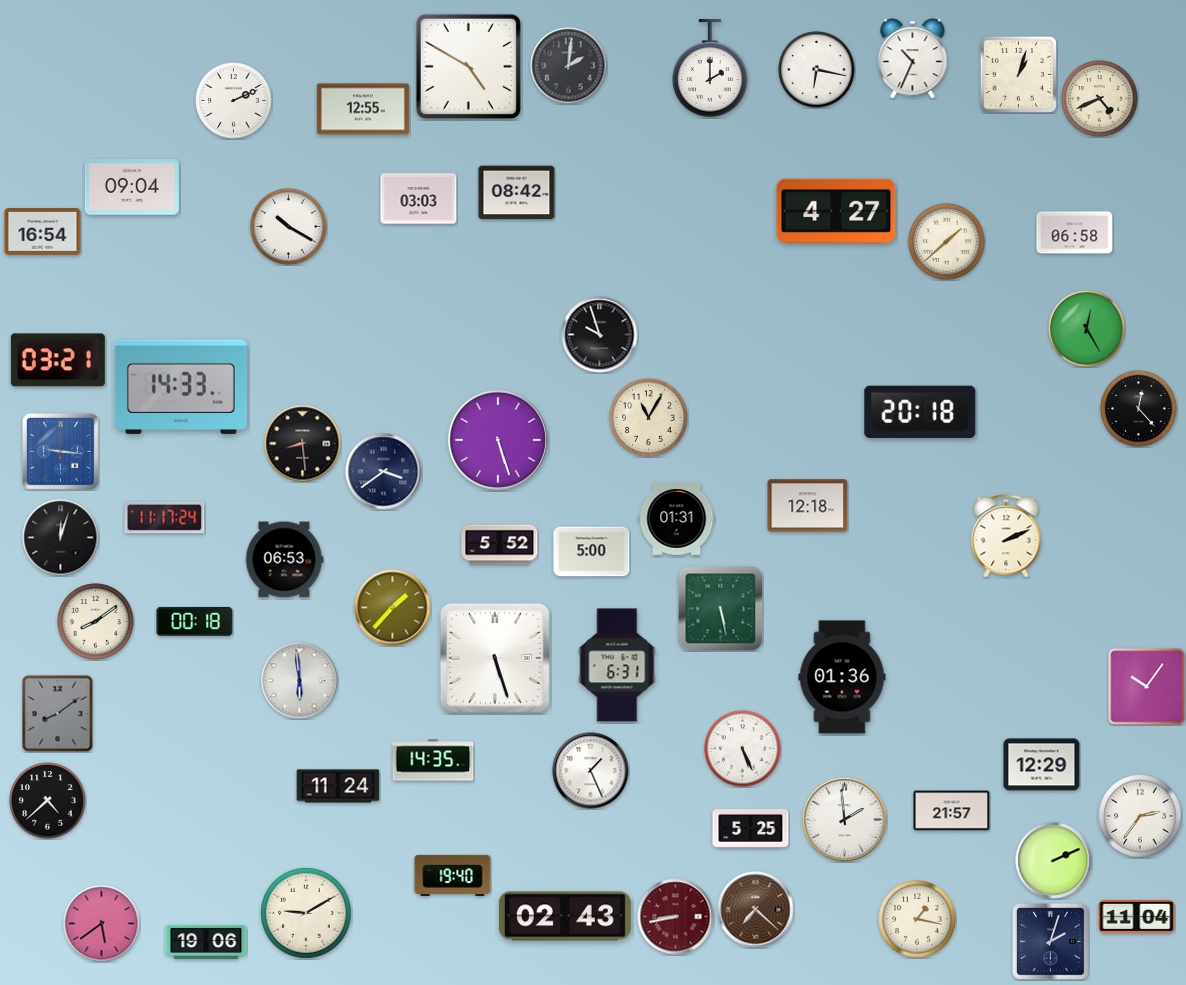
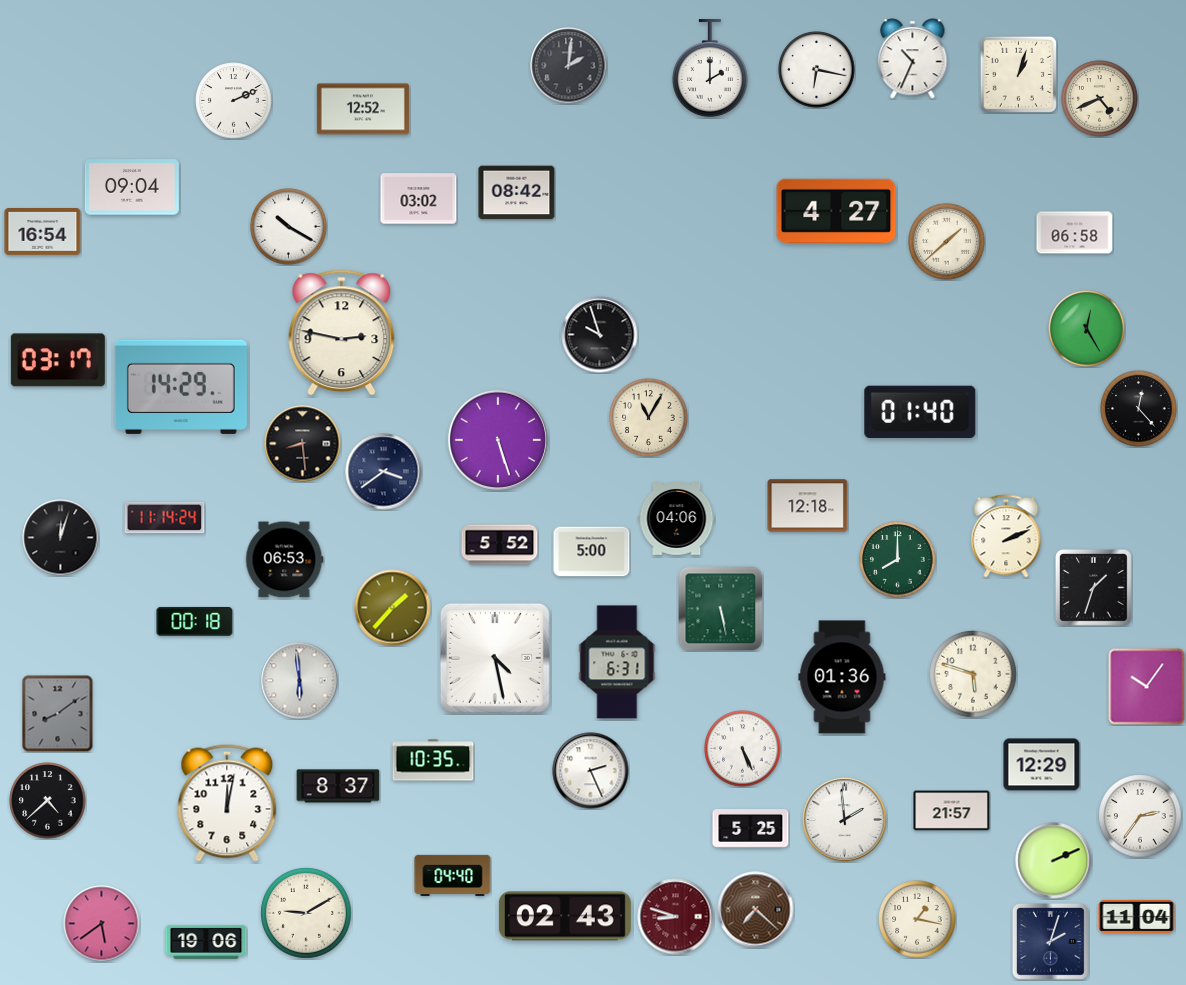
clock at (468, 66): 4:50 -> none
clock at (363, 109): 12:55 -> 12:52
clock at (419, 199): 03:03 -> 03:02
clock at (342, 333): none -> 2:47
clock at (58, 360): 03:21 -> 03:17
clock at (181, 387): 14:33 -> 14:29
clock at (920, 412): 20:18 -> 01:40
clock at (60, 451): 9:16 -> none
clock at (165, 518): 11:17 -> 11:14
clock at (677, 519): 01:31 -> 04:06
clock at (898, 560): none -> 8:00
clock at (1093, 587): none -> 1:33
clock at (96, 622): 8:09 -> none
clock at (495, 658): 5:27 -> 4:28
clock at (617, 665) position: (617, 665) -> (617, 662)
clock at (973, 674): none -> 5:48
clock at (433, 760): 14:35 -> 10:35
clock at (591, 771): 1:26 -> 2:26
clock at (338, 786): 11:24 -> 8:37
clock at (227, 803): none -> 12:02
clock at (453, 875): 19:40 -> 04:40
clock at (676, 917): 8:43 -> 8:48
